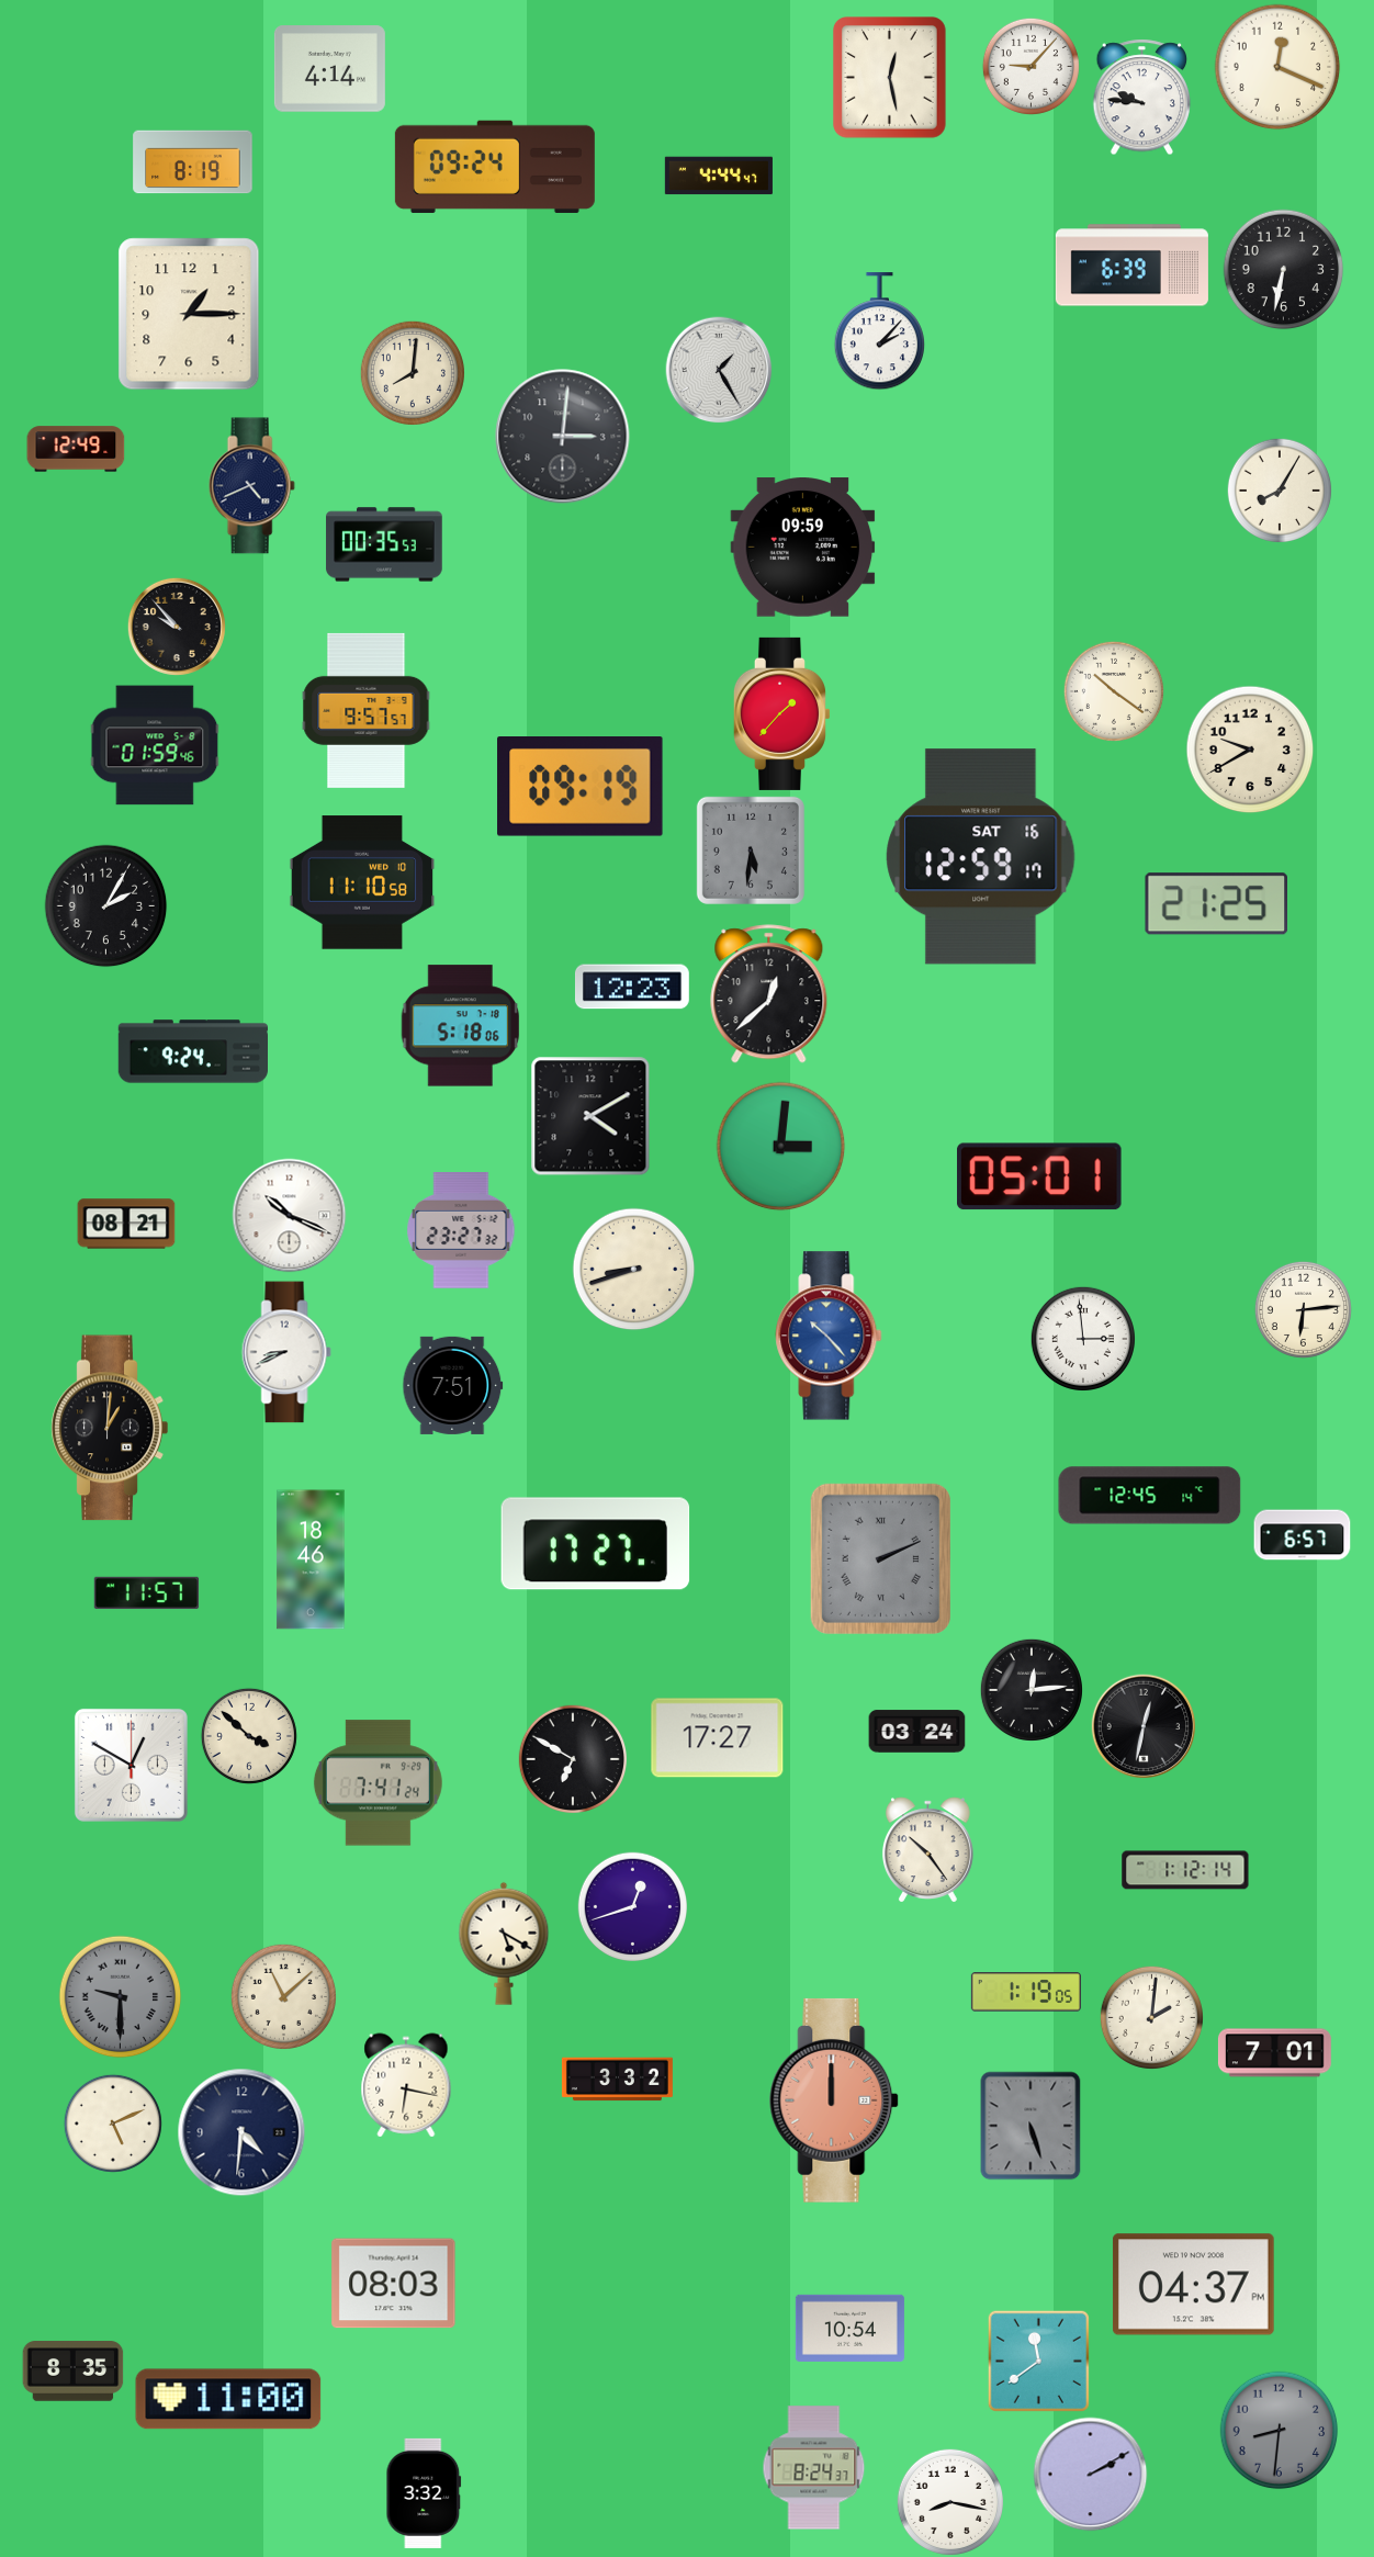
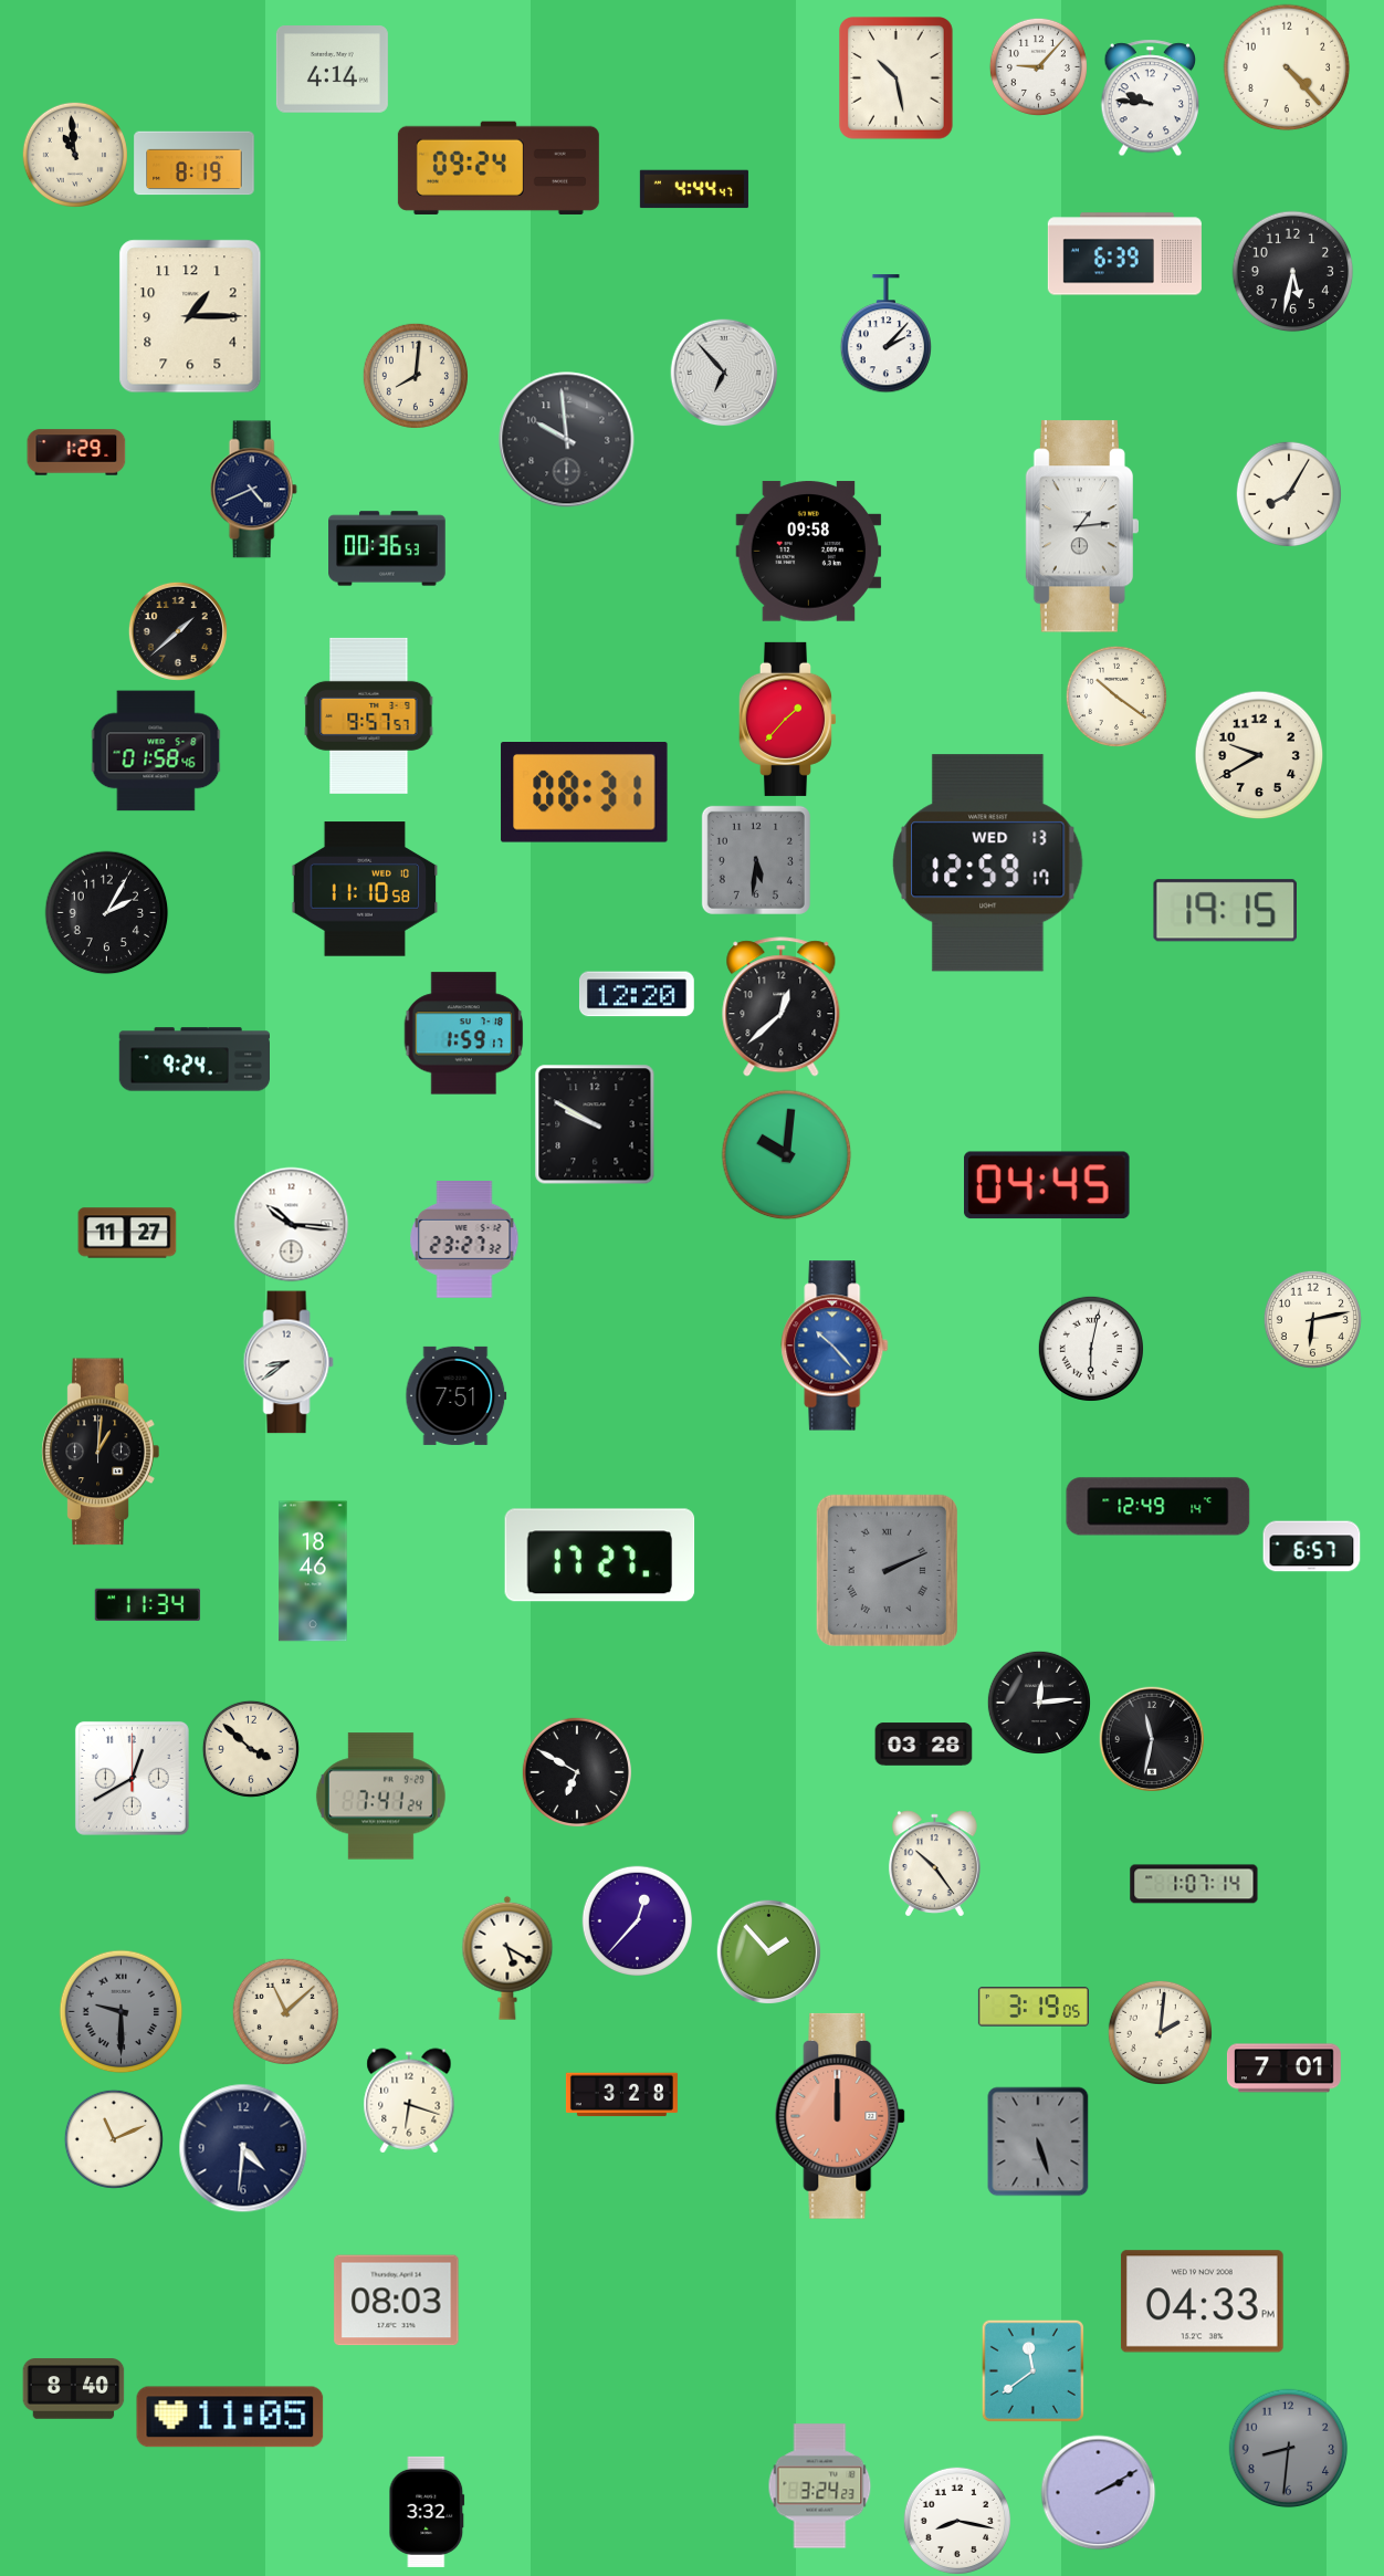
clock at (1277, 67): 12:19 -> 4:23
clock at (890, 78): 12:28 -> 10:28
clock at (75, 155): none -> 10:59
clock at (719, 176) position: (719, 176) -> (694, 189)
clock at (1131, 266) position: (1131, 266) -> (1124, 254)
clock at (1284, 270): 6:32 -> 5:32
clock at (719, 370): 1:25 -> 6:53
clock at (563, 437): 3:01 -> 9:59
clock at (76, 449): 12:49 -> 1:29
clock at (1081, 526): none -> 1:14
clock at (384, 544): 00:35 -> 00:36
clock at (803, 548): 09:59 -> 09:58
clock at (177, 627): 9:53 -> 1:38
clock at (1114, 691) position: (1114, 691) -> (1116, 697)
clock at (155, 745): 01:59 -> 01:58
clock at (581, 787): 09:19 -> 08:31
clock at (751, 851) position: (751, 851) -> (756, 860)
clock at (981, 857) date: SAT 16 -> WED 13
clock at (1216, 904): 21:25 -> 19:15
clock at (632, 987): 12:23 -> 12:20
clock at (769, 994) position: (769, 994) -> (782, 1007)
clock at (461, 1026): 5:18 -> 1:59
clock at (590, 1116): 4:10 -> 9:50
clock at (781, 1147): 3:01 -> 10:01
clock at (1040, 1176): 05:01 -> 04:45
clock at (290, 1216): 10:19 -> 10:16
clock at (126, 1224): 08:21 -> 11:27
clock at (634, 1270): 8:42 -> none
clock at (1303, 1309): 6:14 -> 6:13
clock at (1083, 1339): 2:59 -> 6:02
clock at (286, 1352): 8:41 -> 8:39
clock at (110, 1428) position: (110, 1428) -> (101, 1452)
clock at (1150, 1496): 12:45 -> 12:49
clock at (147, 1593): 11:57 -> 11:34
clock at (1144, 1726): 12:32 -> 11:32
clock at (917, 1732): 03:24 -> 03:28
clock at (718, 1738): 17:27 -> none
clock at (131, 1765): 12:50 -> 12:40
clock at (1185, 1870): 1:12 -> 1:07
clock at (632, 1906): 12:42 -> 12:37
clock at (768, 1951): none -> 1:53
clock at (1026, 1992): 1:19 -> 3:19
clock at (617, 2080): 3:32 -> 3:28
clock at (406, 2085): 6:17 -> 6:18
clock at (113, 2124): 5:11 -> 11:11
clock at (1193, 2285): 04:37 -> 04:33
clock at (849, 2328): 10:54 -> none
clock at (1038, 2361) position: (1038, 2361) -> (1032, 2370)
clock at (74, 2372): 8:35 -> 8:40
clock at (228, 2399): 11:00 -> 11:05
clock at (814, 2468): 8:24 -> 3:24
